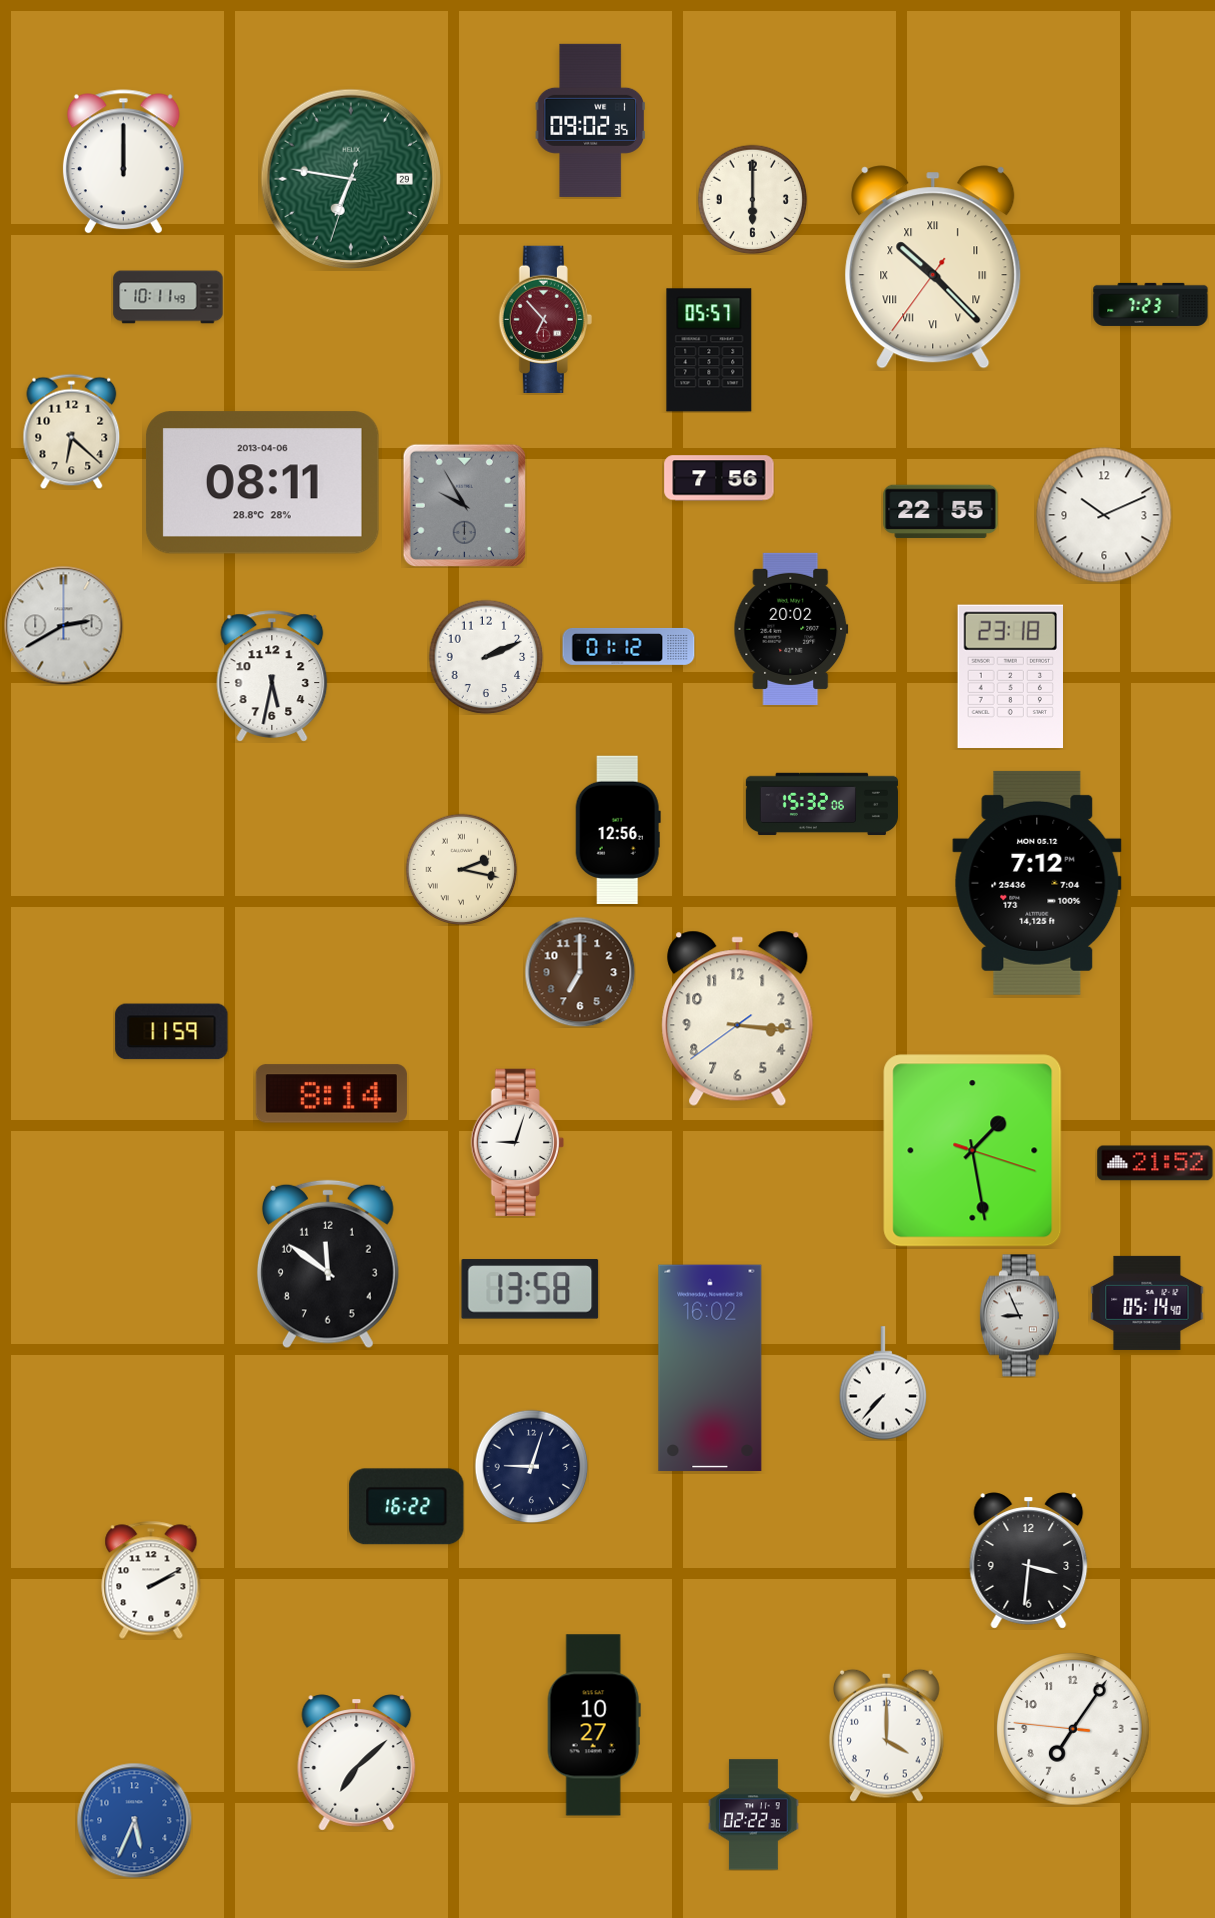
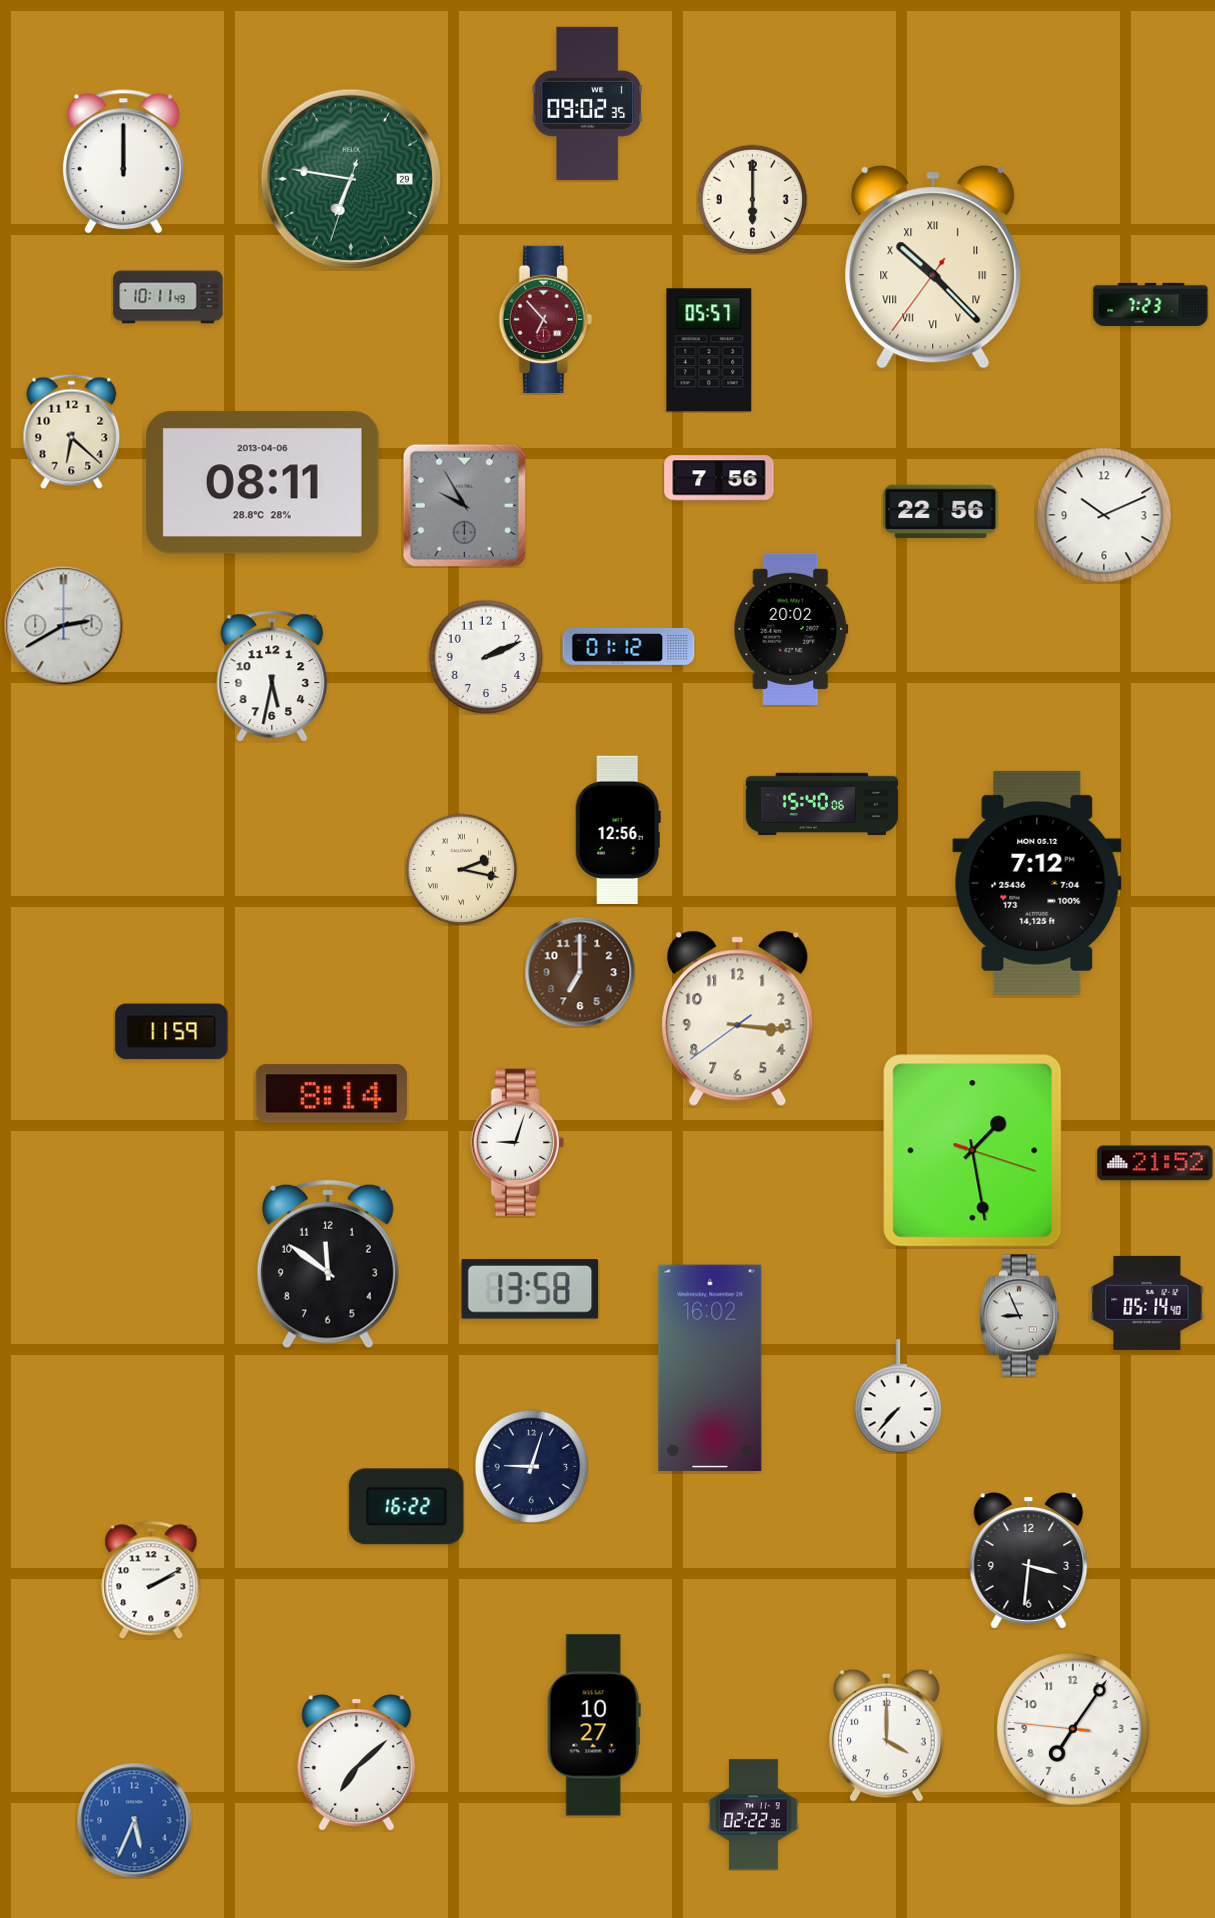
clock at (590, 120) position: (590, 120) -> (587, 103)
clock at (941, 512): 22:55 -> 22:56
clock at (1010, 676): 23:18 -> none
clock at (822, 804): 15:32 -> 15:40
clock at (883, 1383) position: (883, 1383) -> (898, 1396)
